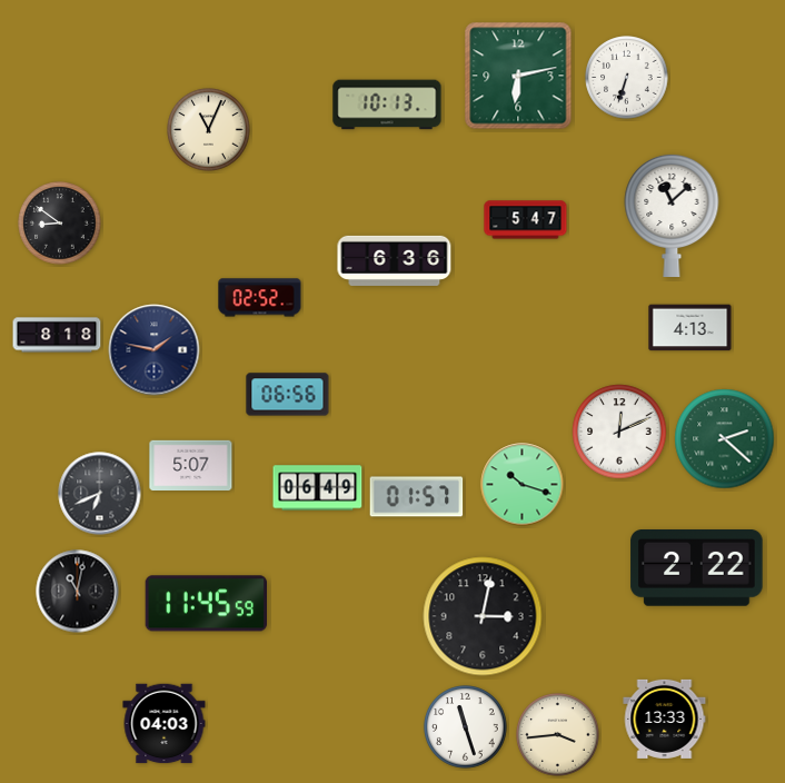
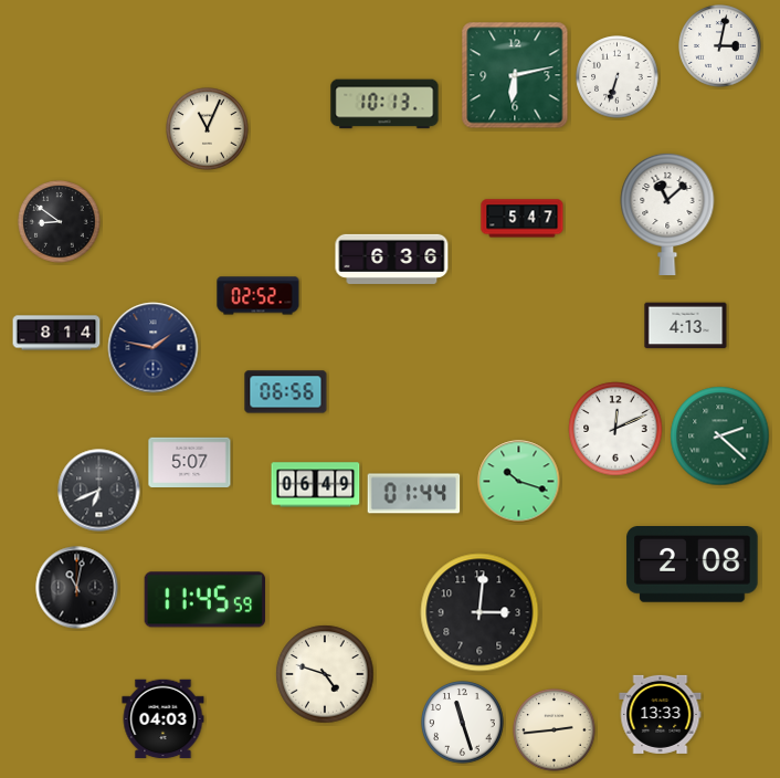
clock at (720, 46): none -> 3:02
clock at (627, 78) position: (627, 78) -> (618, 77)
clock at (57, 335): 8:18 -> 8:14
clock at (417, 497): 01:57 -> 01:44
clock at (697, 568): 2:22 -> 2:08
clock at (483, 616): 3:02 -> 3:01
clock at (325, 674): none -> 4:48
clock at (558, 735): 3:44 -> 2:44
